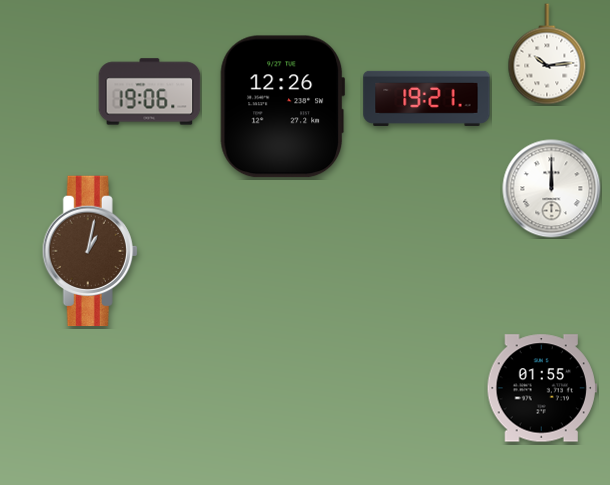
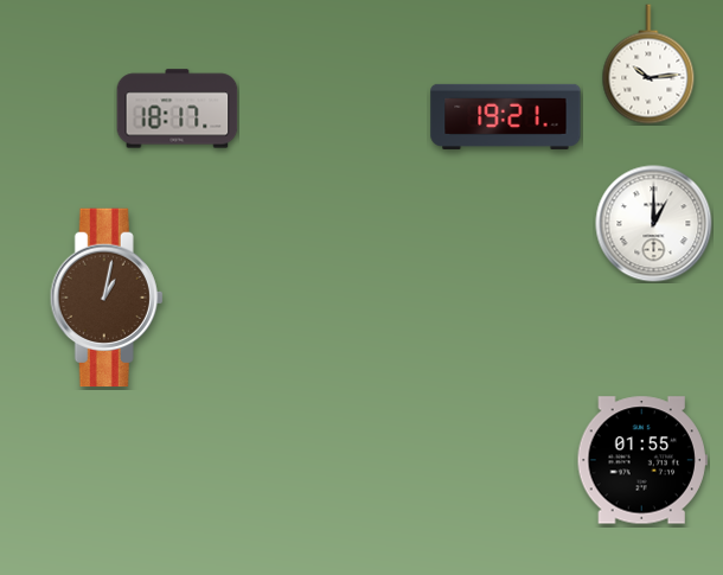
clock at (150, 92): 19:06 -> 18:17
clock at (282, 107): 12:26 -> none
clock at (552, 189): 12:00 -> 1:00
